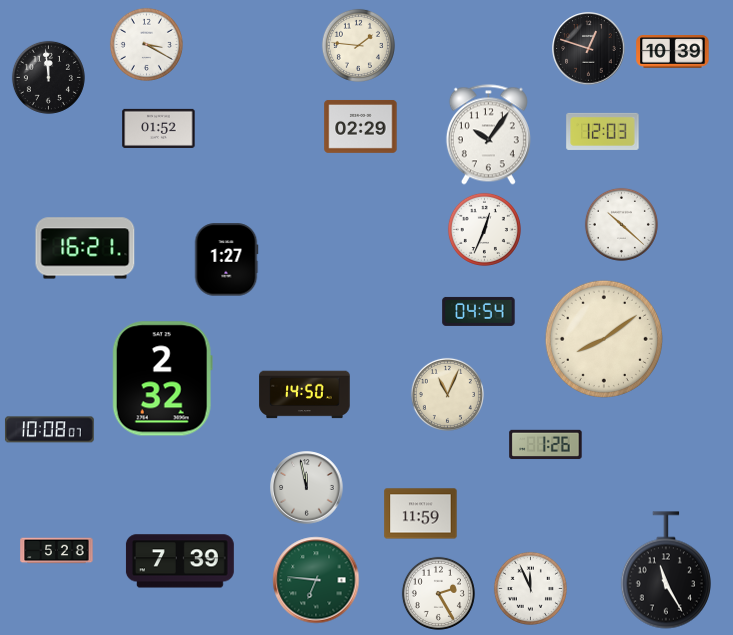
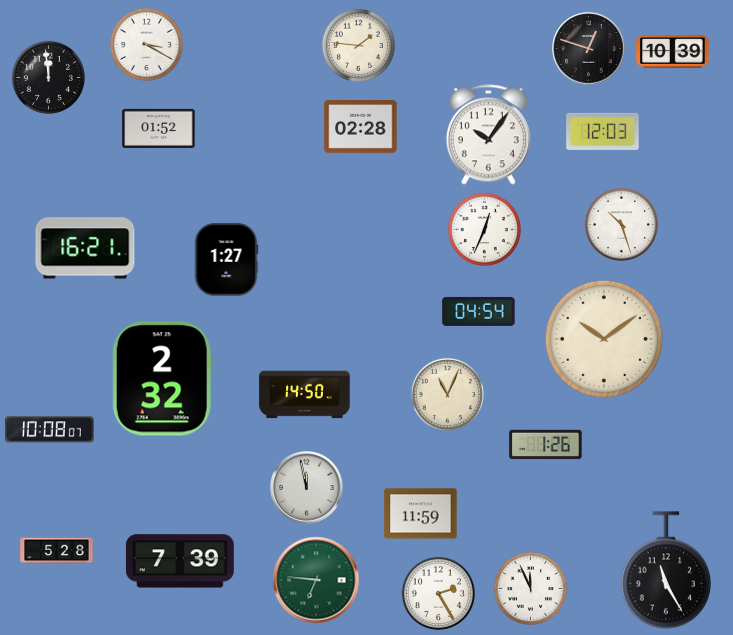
clock at (361, 126): 02:29 -> 02:28
clock at (621, 224): 10:22 -> 10:27
clock at (604, 339): 8:09 -> 10:09
